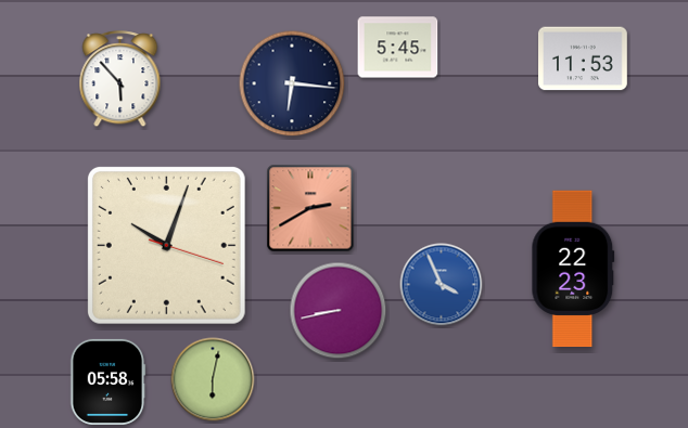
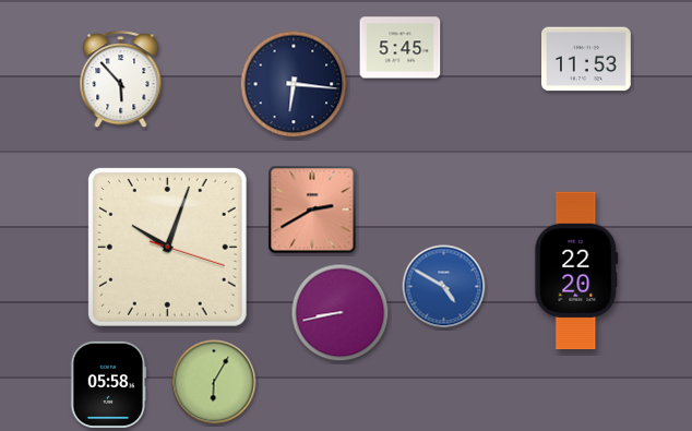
clock at (573, 269): 22:23 -> 22:20
clock at (442, 285): 3:56 -> 4:50
clock at (213, 379): 6:02 -> 6:05
